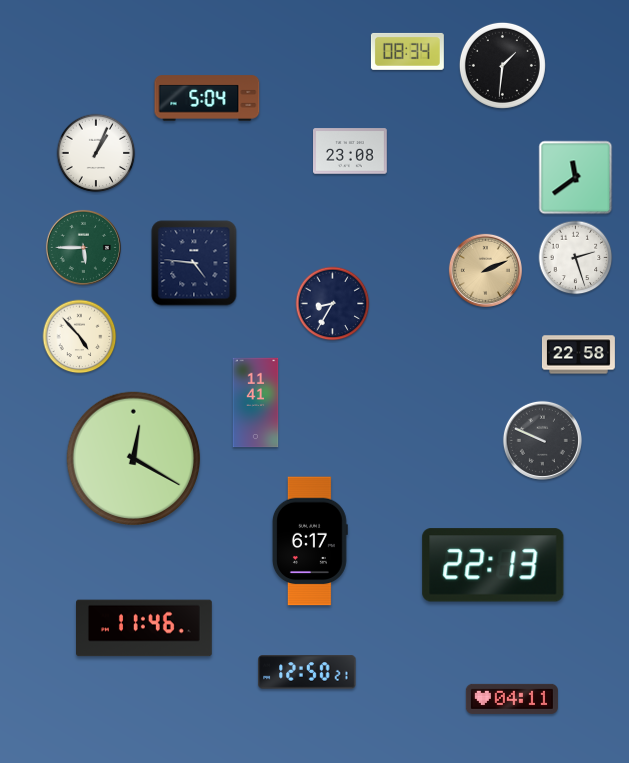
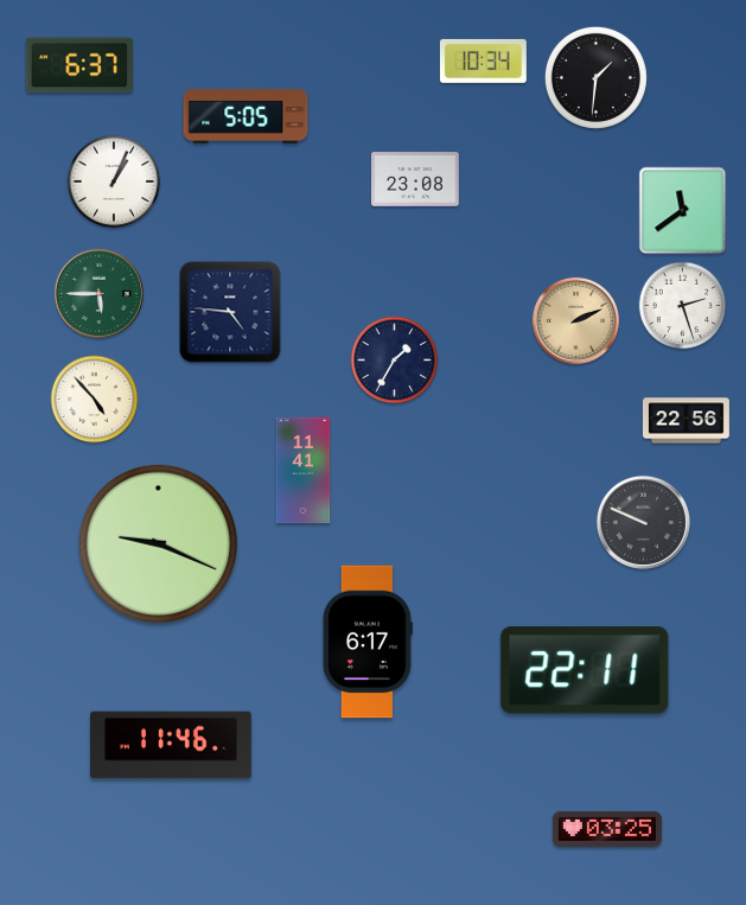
clock at (407, 51): 08:34 -> 10:34
clock at (79, 65): none -> 6:37
clock at (207, 98): 5:04 -> 5:05
clock at (333, 304): 8:35 -> 1:35
clock at (578, 355): 22:58 -> 22:56
clock at (256, 403) position: (256, 403) -> (304, 471)
clock at (134, 459): 12:20 -> 9:19
clock at (493, 565): 22:13 -> 22:11
clock at (307, 672): 12:50 -> none
clock at (512, 699): 04:11 -> 03:25
